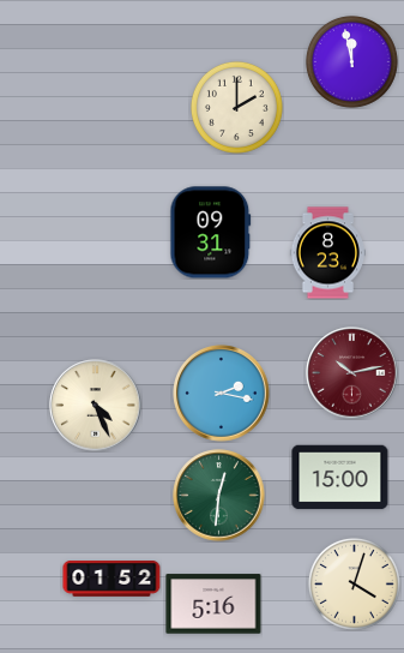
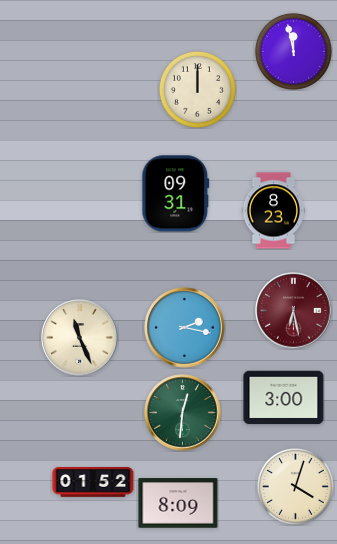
clock at (236, 107): 2:00 -> 12:00
clock at (352, 373): 10:13 -> 6:28
clock at (96, 406): 4:26 -> 11:26
clock at (340, 478): 15:00 -> 3:00
clock at (213, 604): 5:16 -> 8:09
